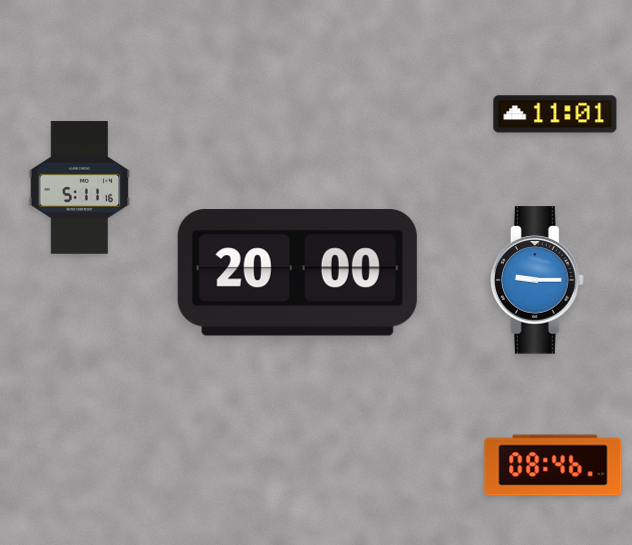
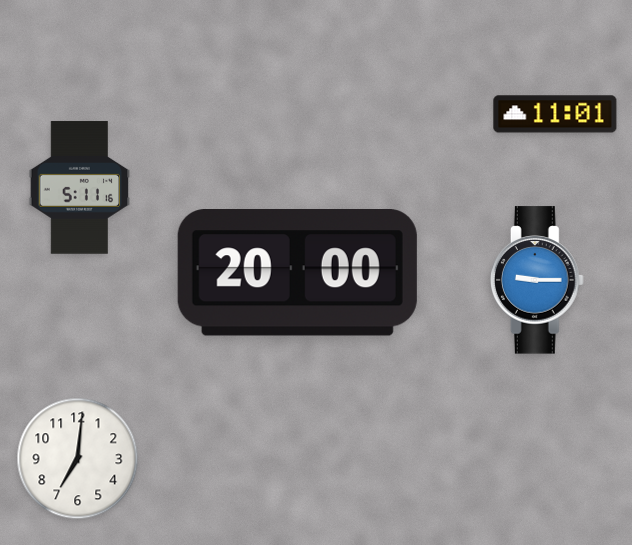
clock at (78, 459): none -> 7:01
clock at (553, 465): 08:46 -> none
